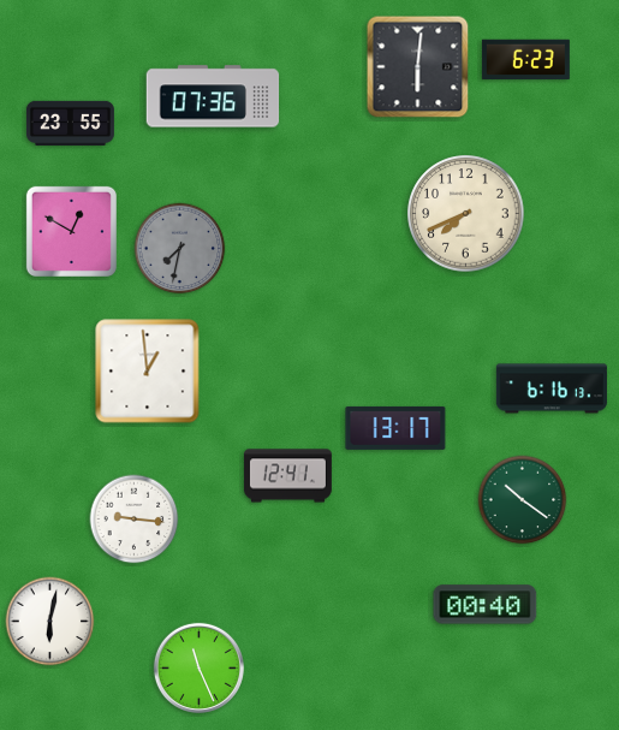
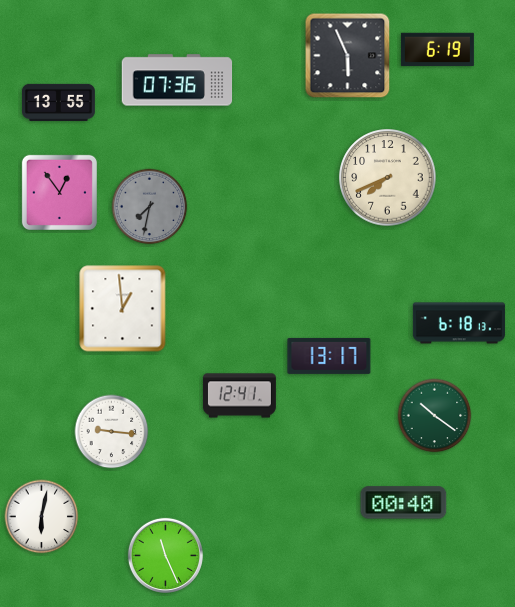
clock at (525, 60): 6:23 -> 6:19
clock at (418, 67): 6:01 -> 5:56
clock at (70, 123): 23:55 -> 13:55
clock at (71, 231): 12:50 -> 12:54
clock at (552, 388): 6:16 -> 6:18
